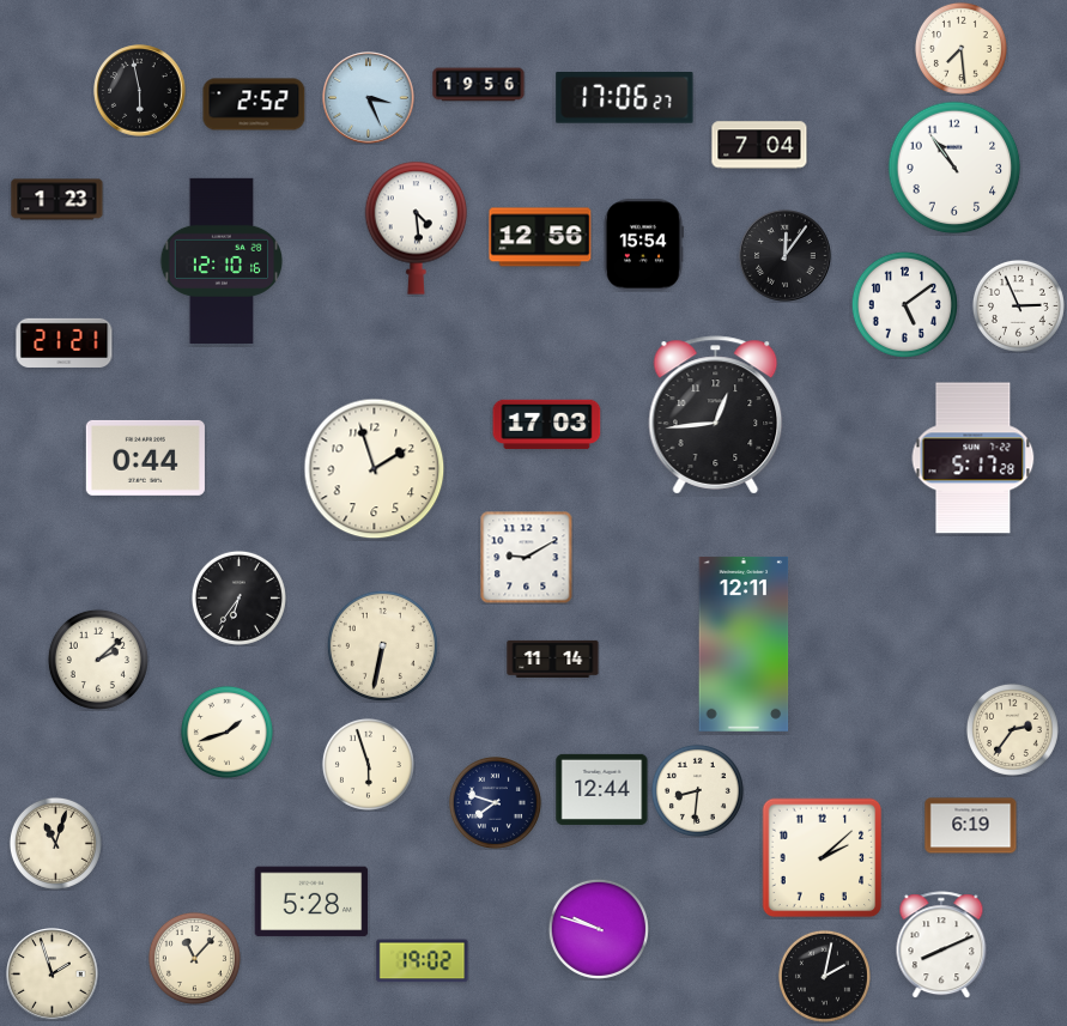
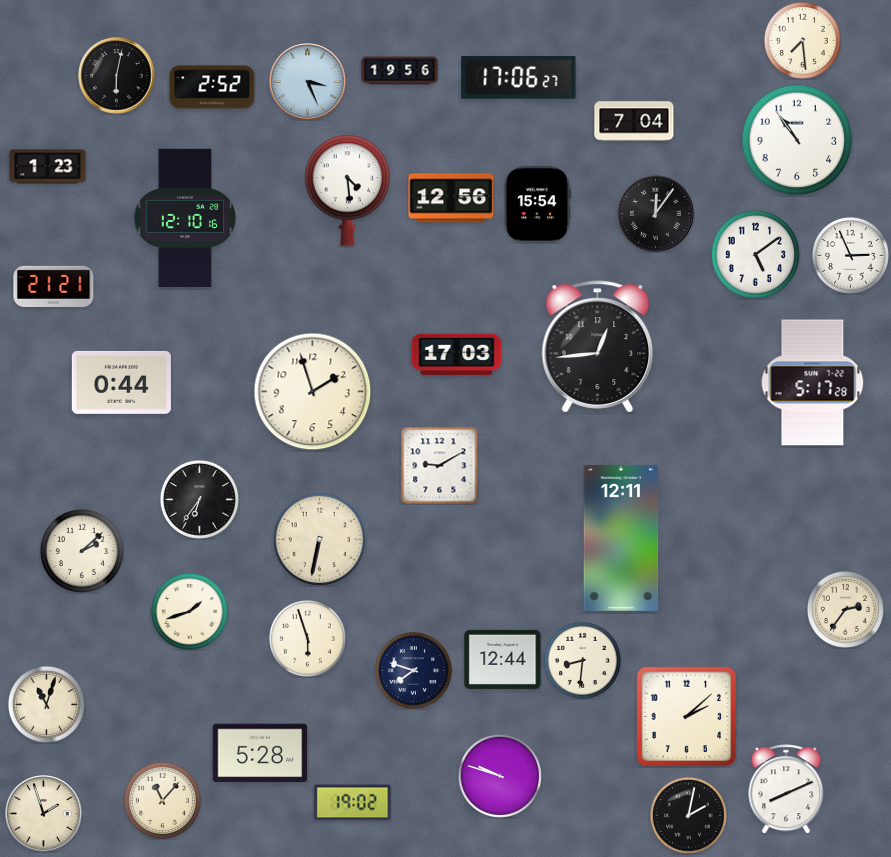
clock at (140, 91): 5:58 -> 6:02
clock at (625, 98) position: (625, 98) -> (519, 78)
clock at (553, 658): 11:14 -> none
clock at (971, 826): 6:19 -> none
